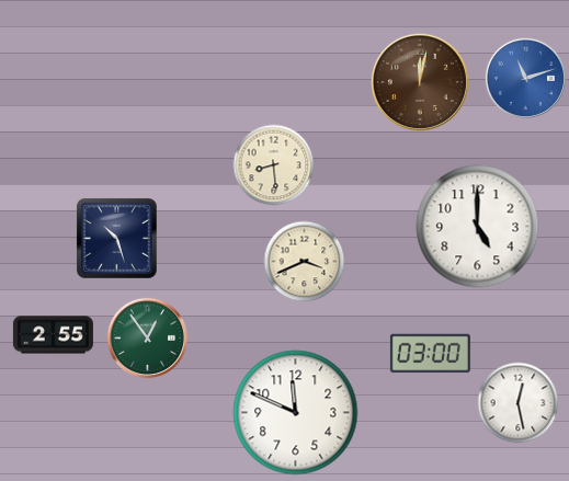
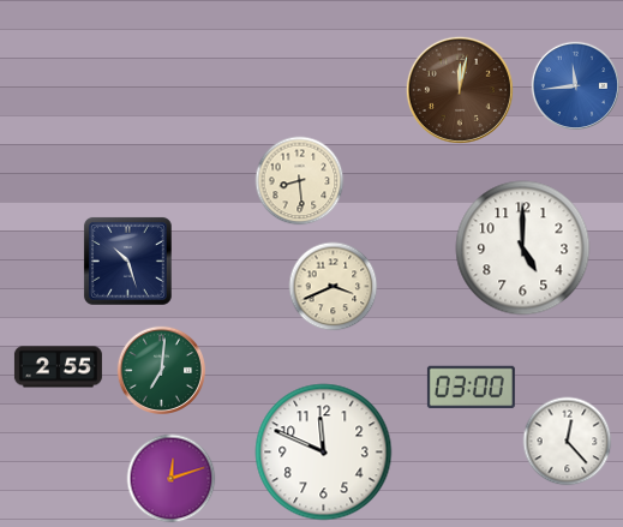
clock at (525, 78): 11:12 -> 11:44
clock at (147, 337): 12:54 -> 7:01
clock at (519, 403): 12:28 -> 12:23
clock at (172, 479): none -> 12:12
